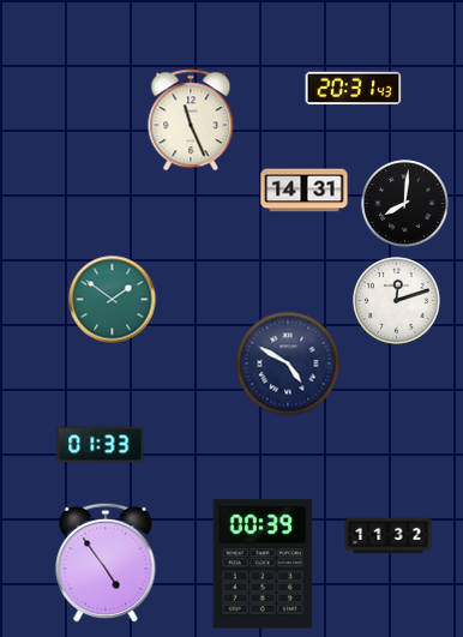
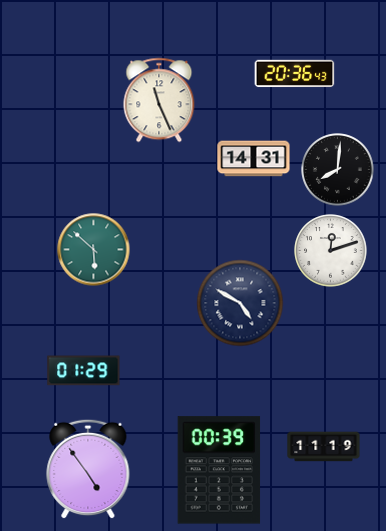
clock at (354, 89): 20:31 -> 20:36
clock at (113, 300): 1:51 -> 5:52
clock at (101, 445): 01:33 -> 01:29
clock at (389, 536): 11:32 -> 11:19
